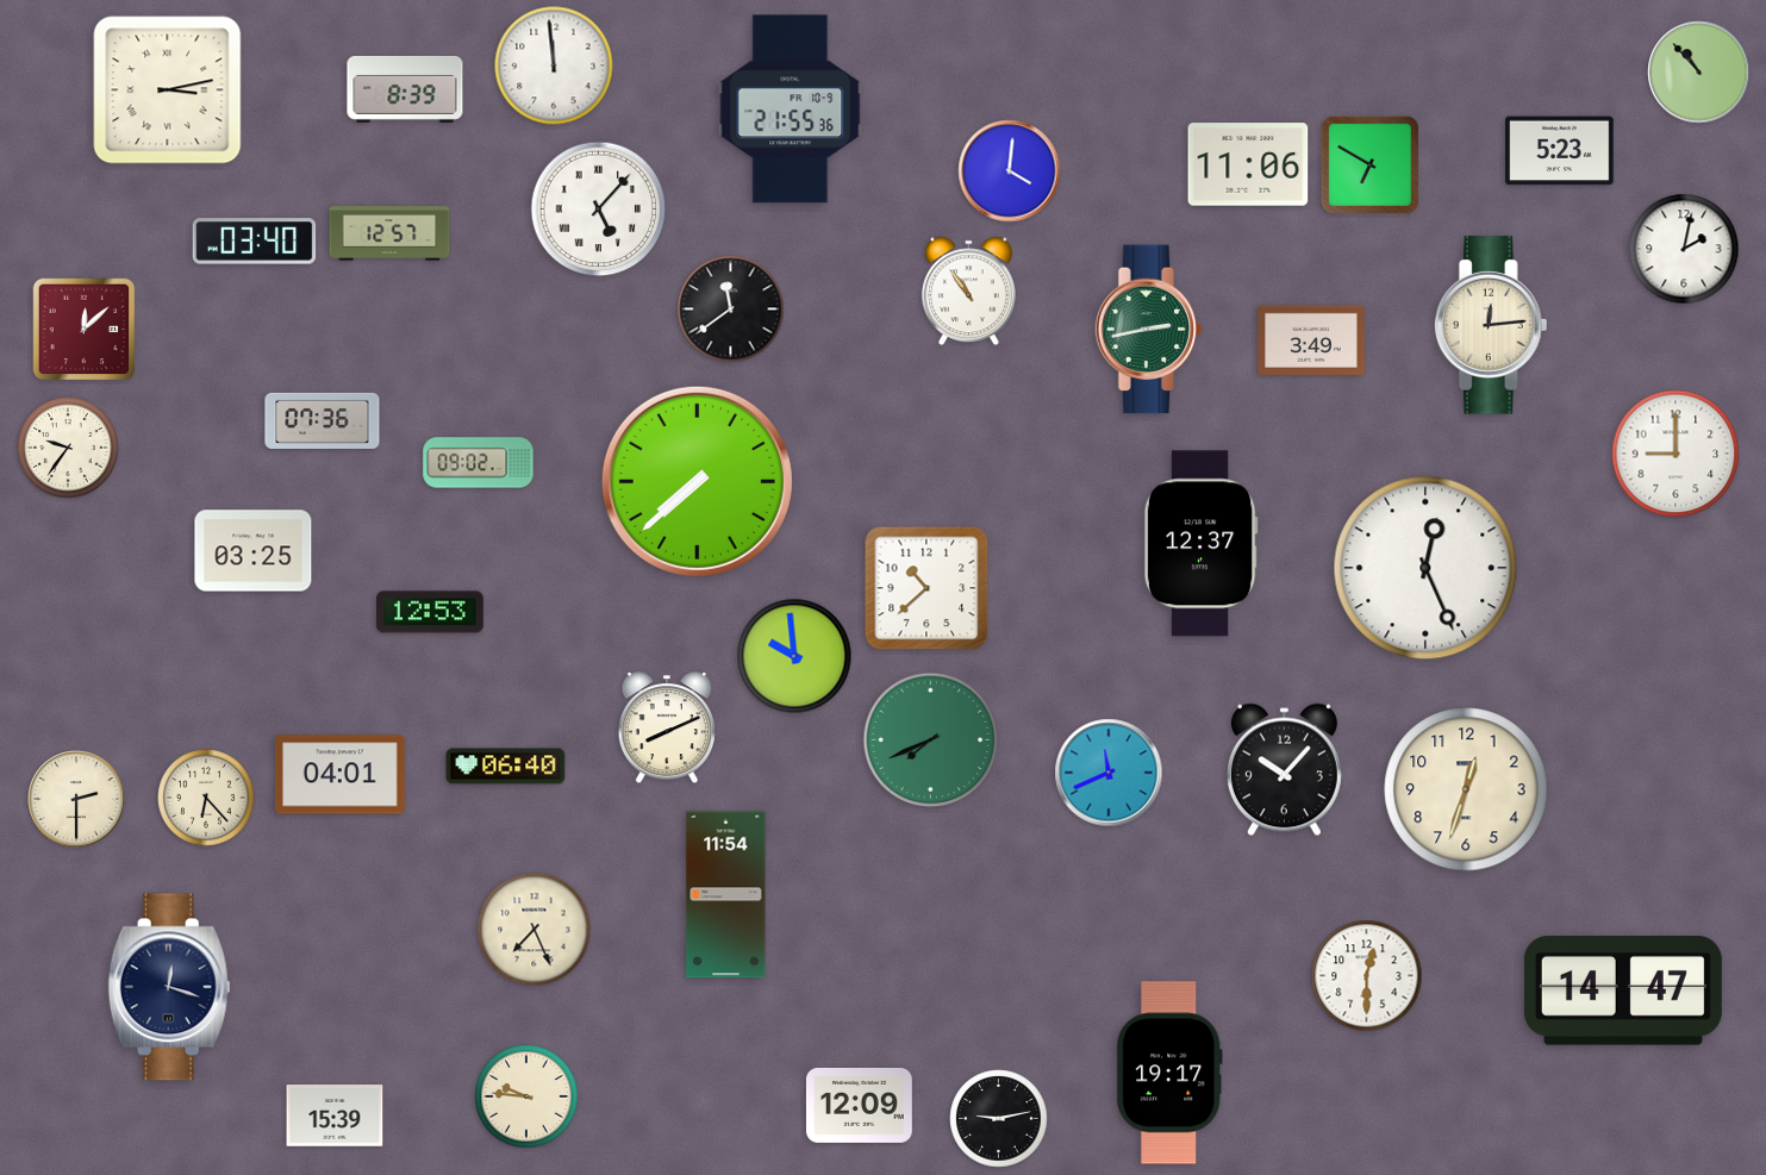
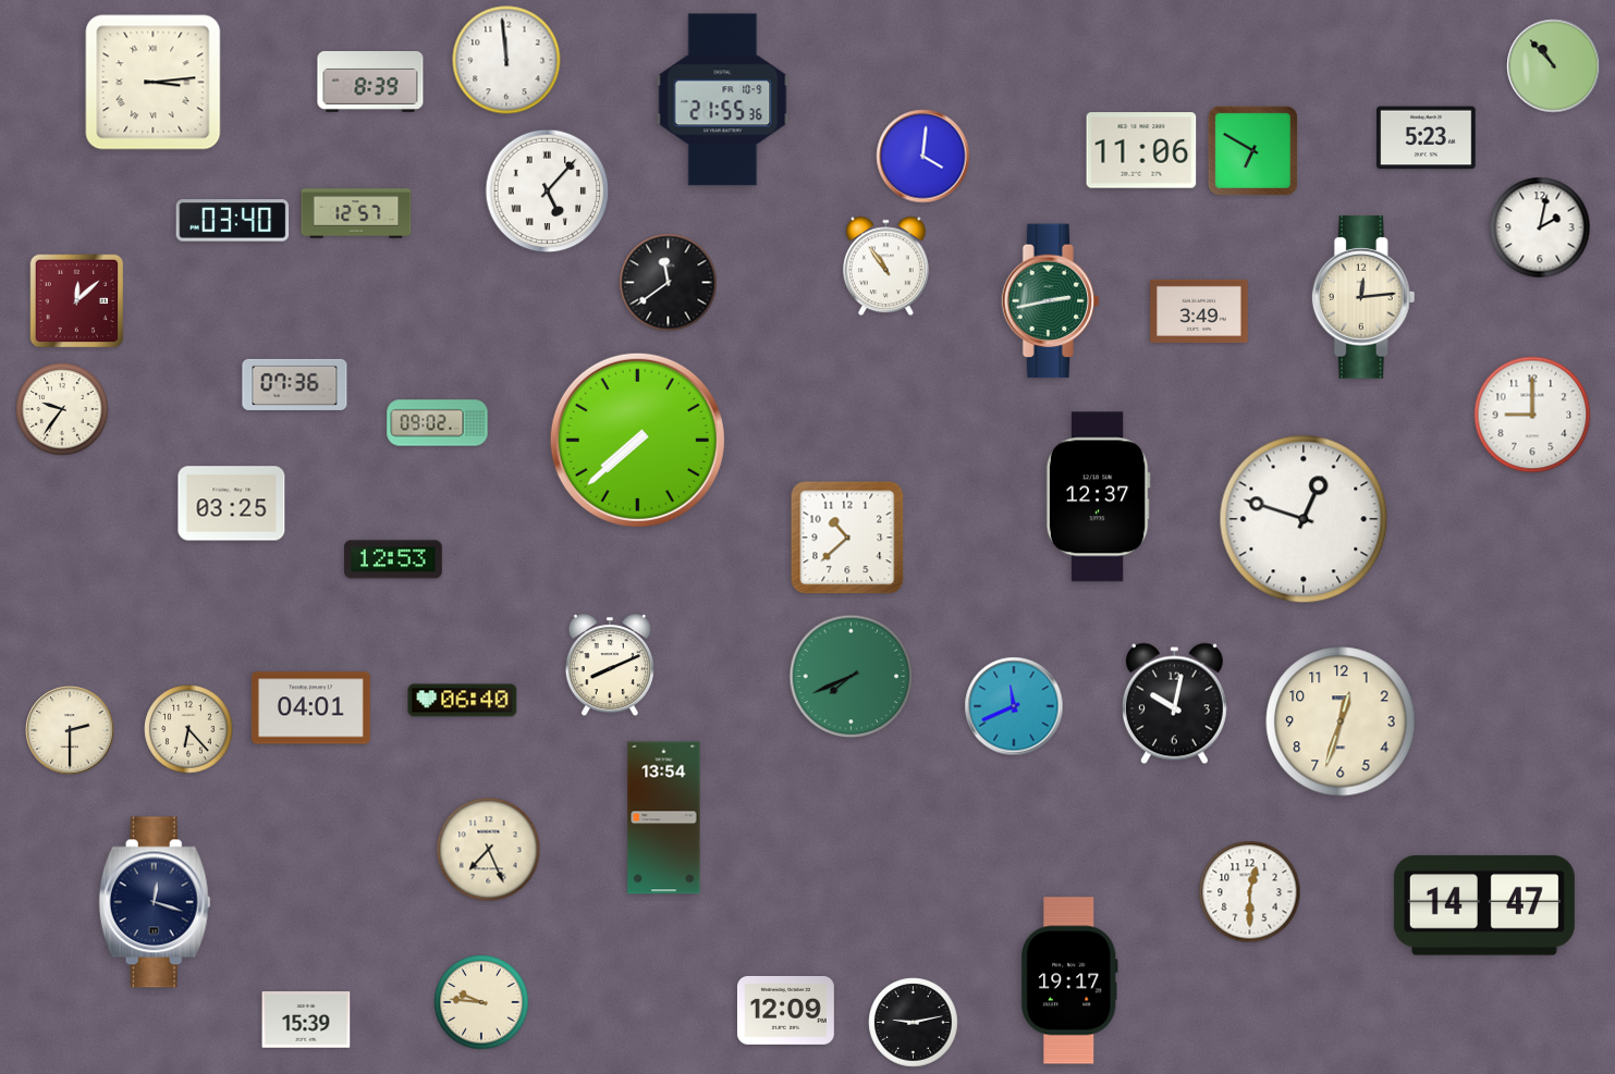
clock at (168, 90): 3:13 -> 3:14
clock at (1425, 568): 12:26 -> 12:48
clock at (794, 656): 9:59 -> none
clock at (1284, 770): 10:07 -> 10:02
clock at (726, 895): 11:54 -> 13:54
